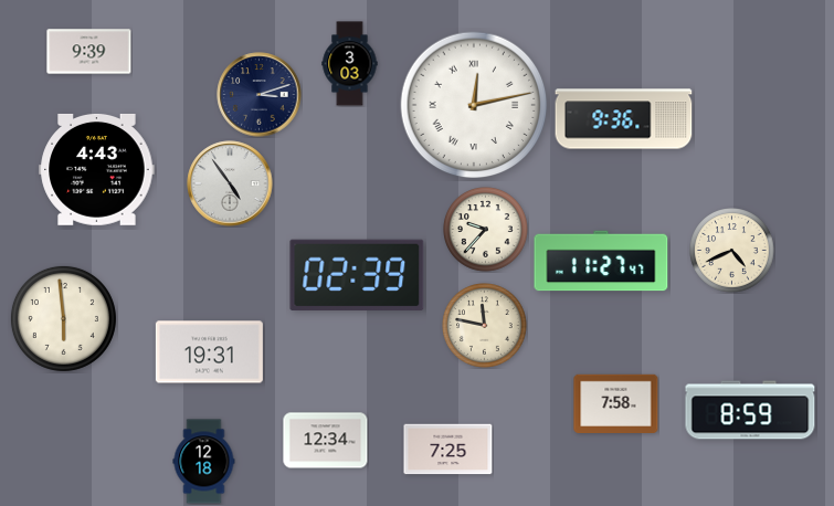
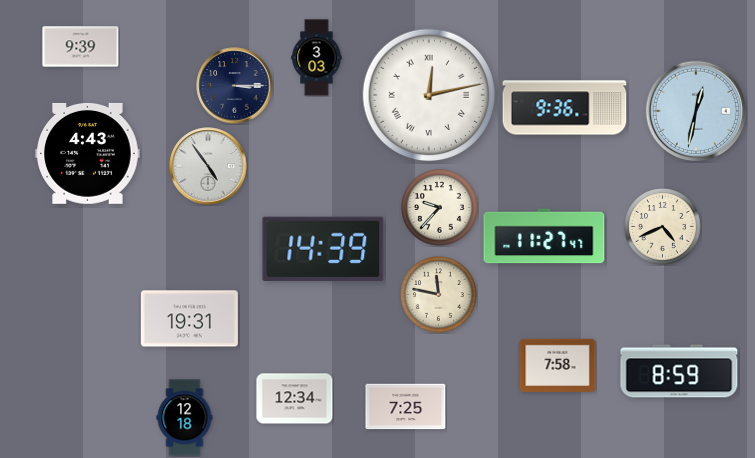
clock at (260, 95): 3:12 -> 3:15
clock at (696, 111): none -> 12:32
clock at (357, 275): 02:39 -> 14:39
clock at (63, 318): 5:59 -> none
